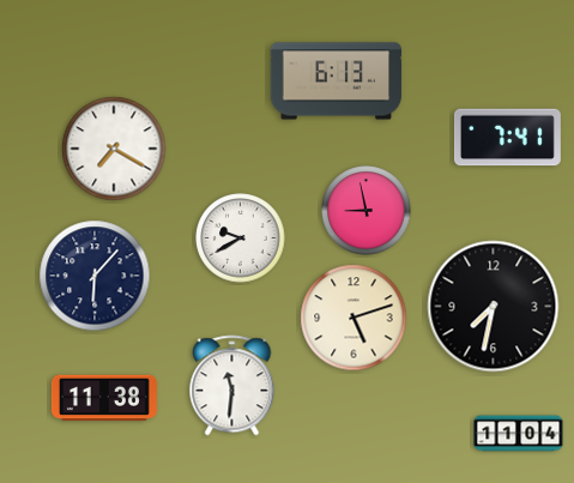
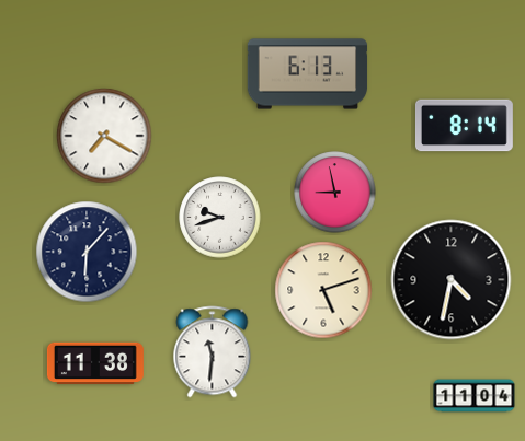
clock at (507, 138): 7:41 -> 8:14
clock at (241, 239): 9:40 -> 9:42
clock at (494, 307): 7:32 -> 4:32
